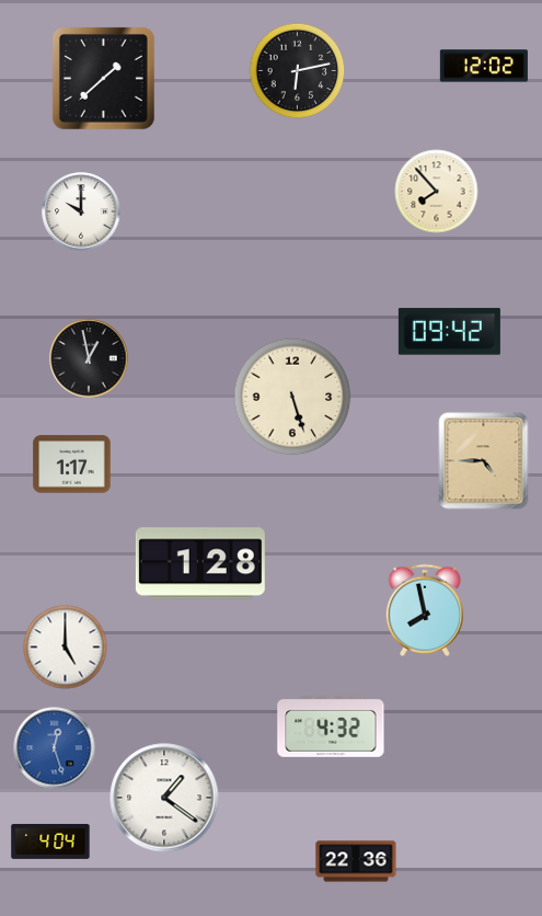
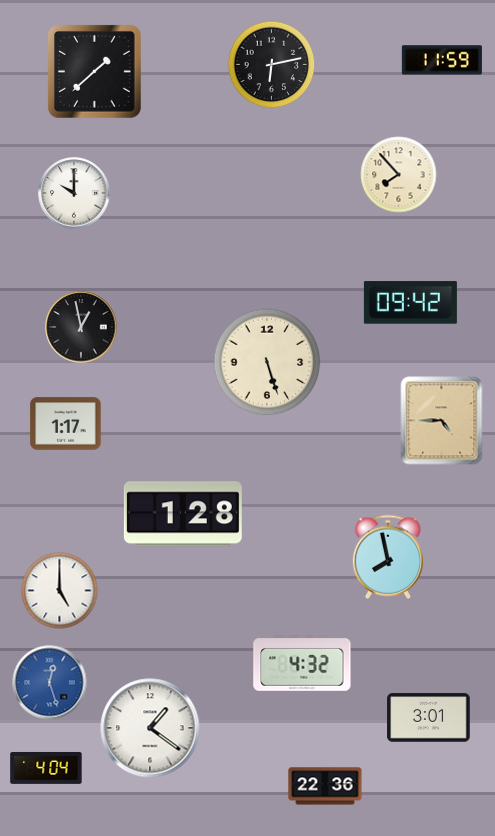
clock at (484, 66): 12:02 -> 11:59
clock at (429, 718): none -> 3:01
